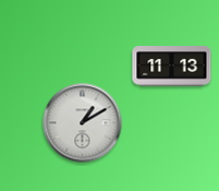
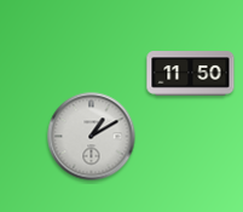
clock at (172, 67): 11:13 -> 11:50
